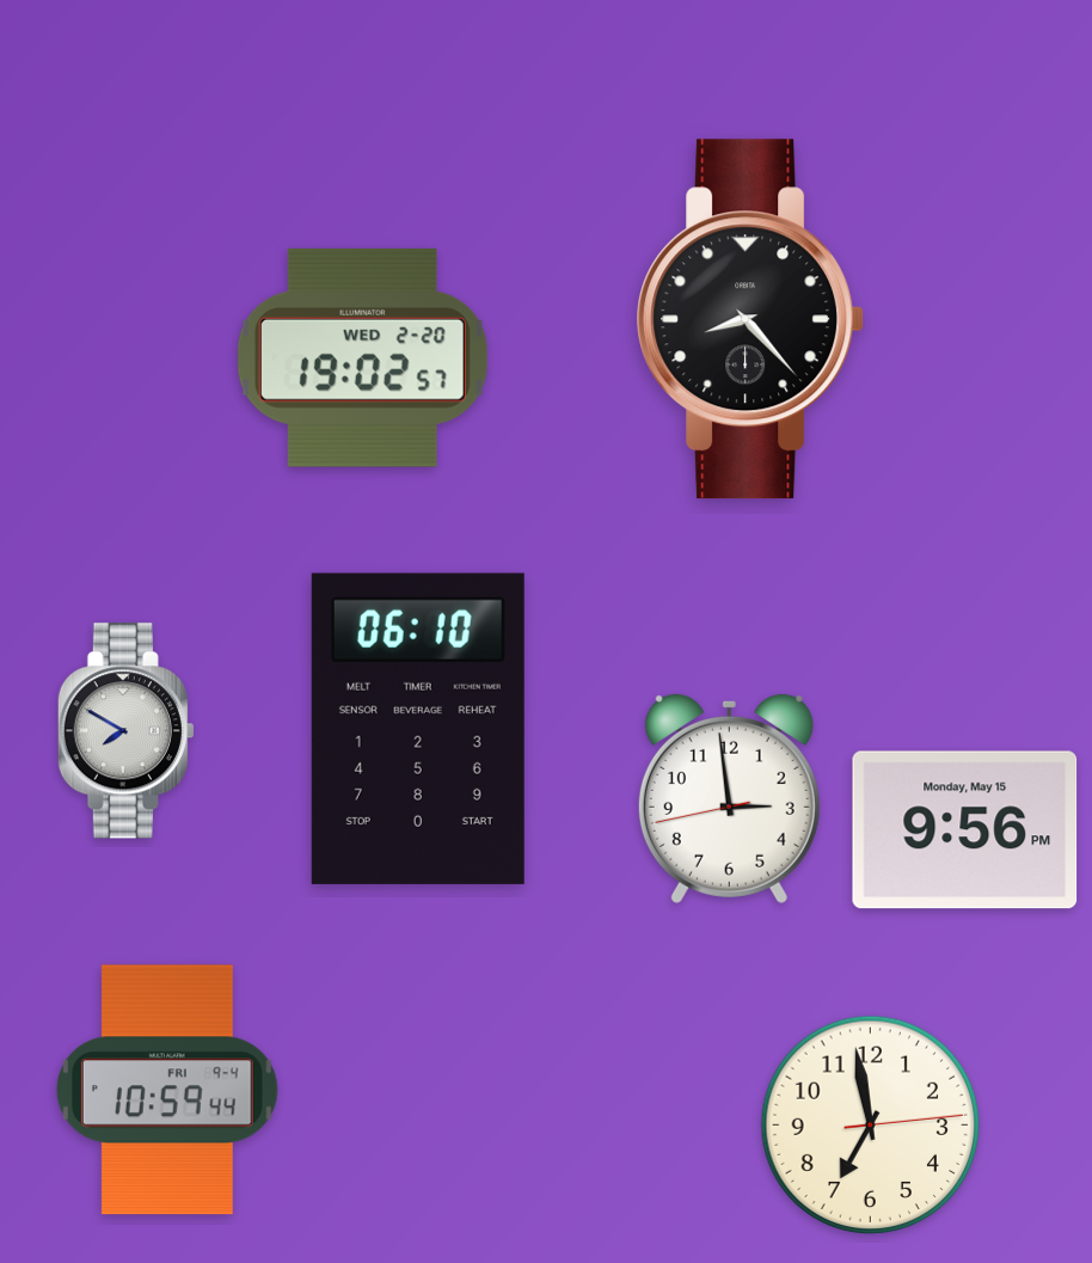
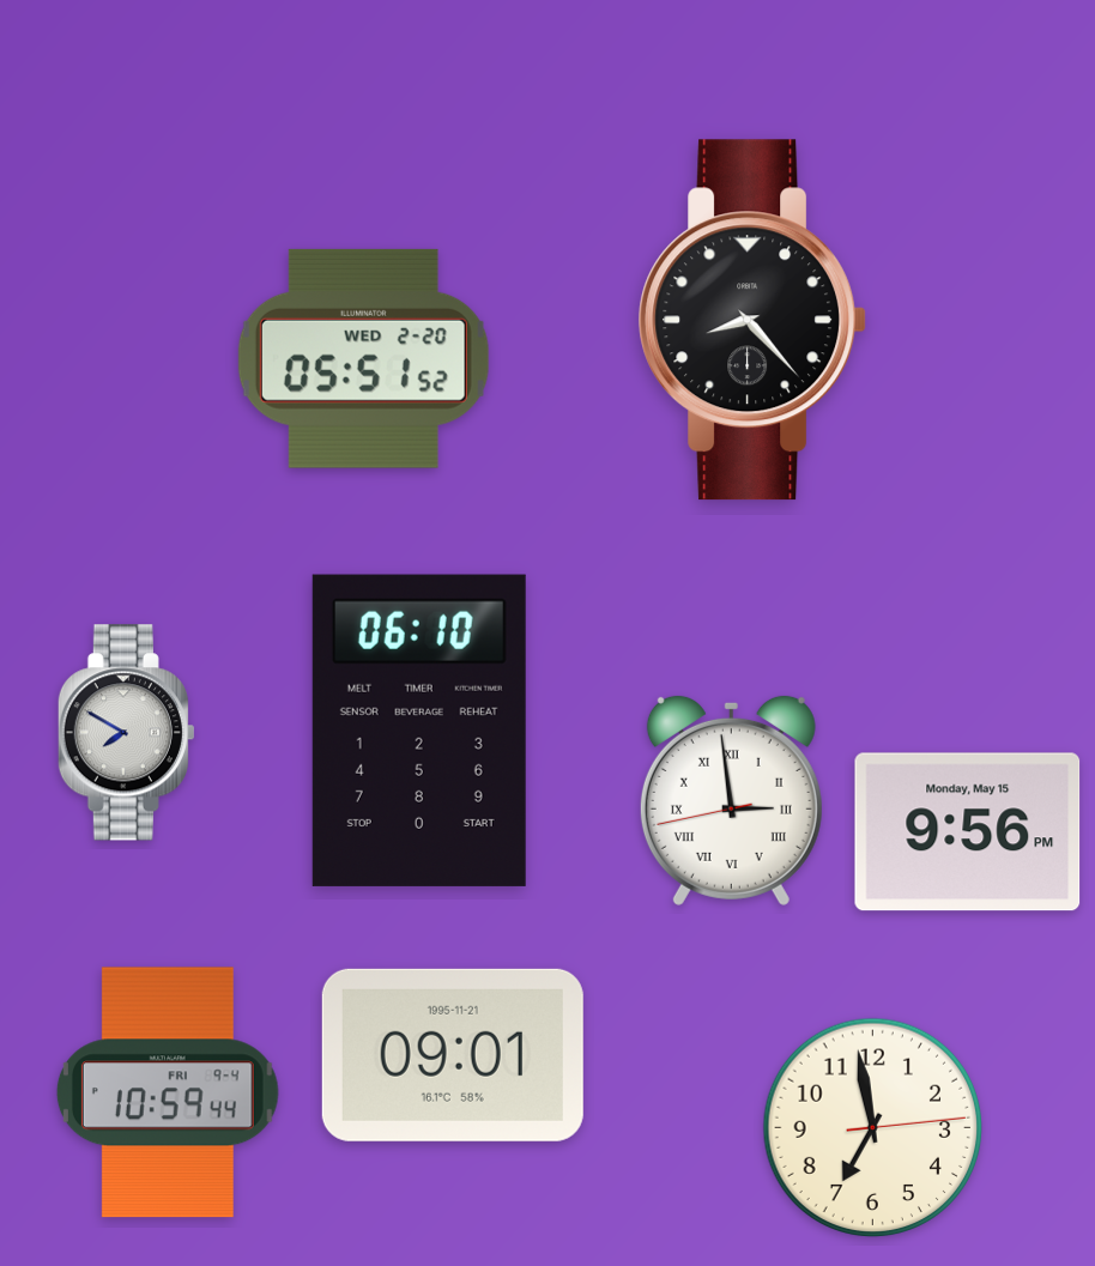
clock at (362, 357): 19:02 -> 05:51
clock at (729, 798) numerals: Arabic -> Roman
clock at (453, 1055): none -> 09:01
